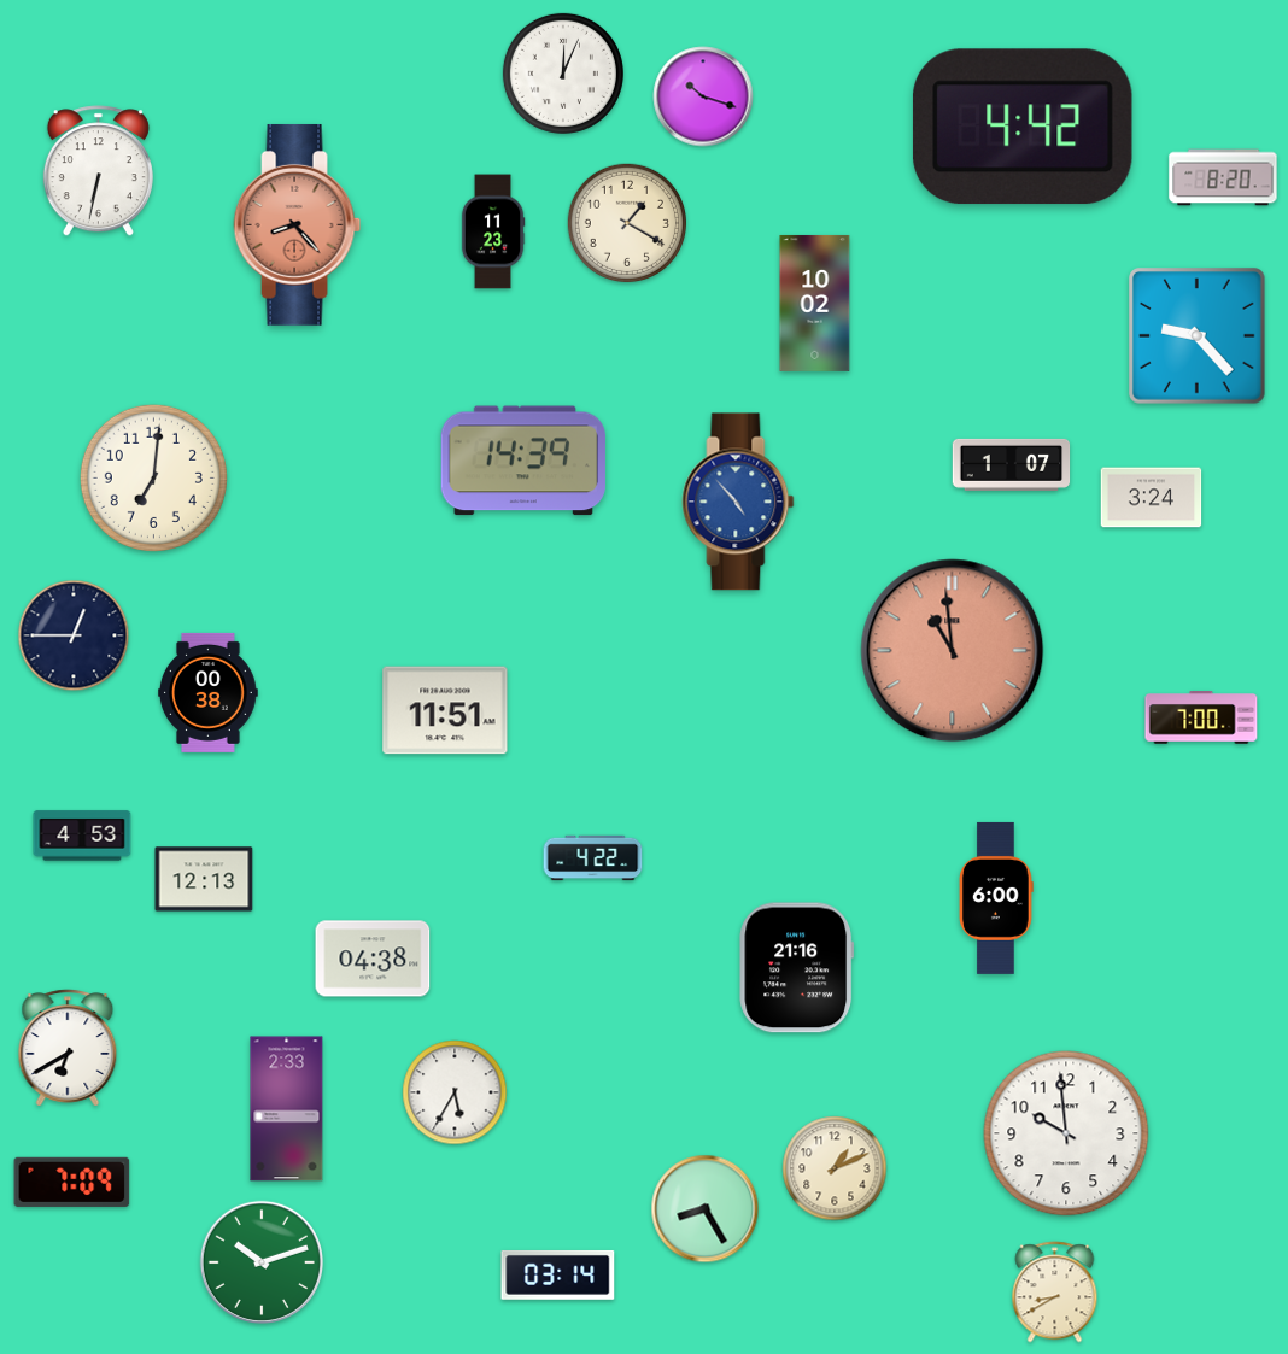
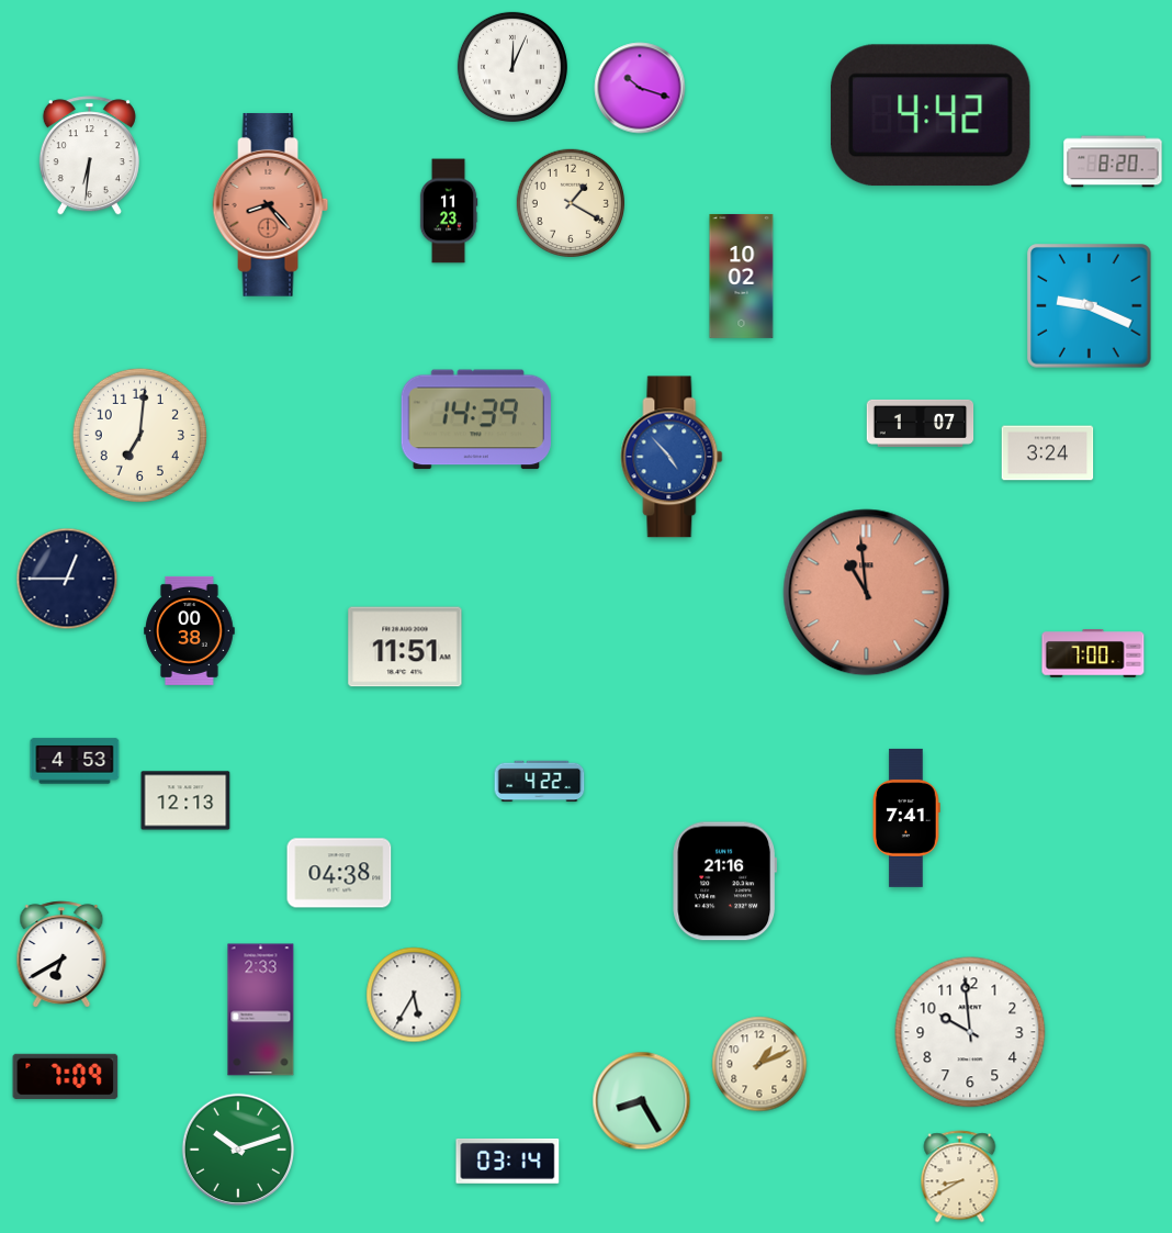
clock at (98, 171): 6:32 -> 6:31
clock at (1198, 336): 9:23 -> 9:19
clock at (996, 898): 6:00 -> 7:41
